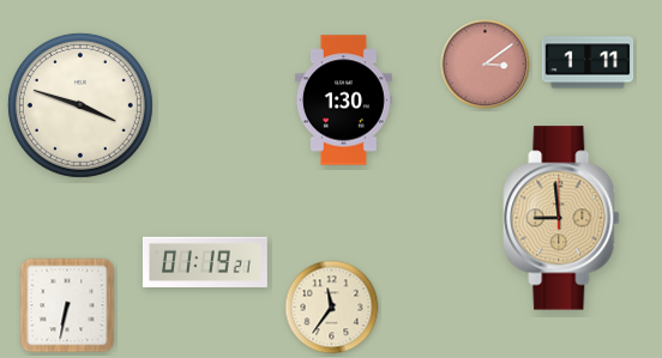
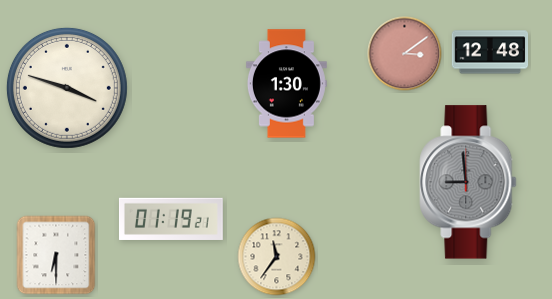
clock at (588, 62): 1:11 -> 12:48
clock at (561, 218) dial: champagne -> grey
clock at (67, 305): 6:32 -> 6:30
